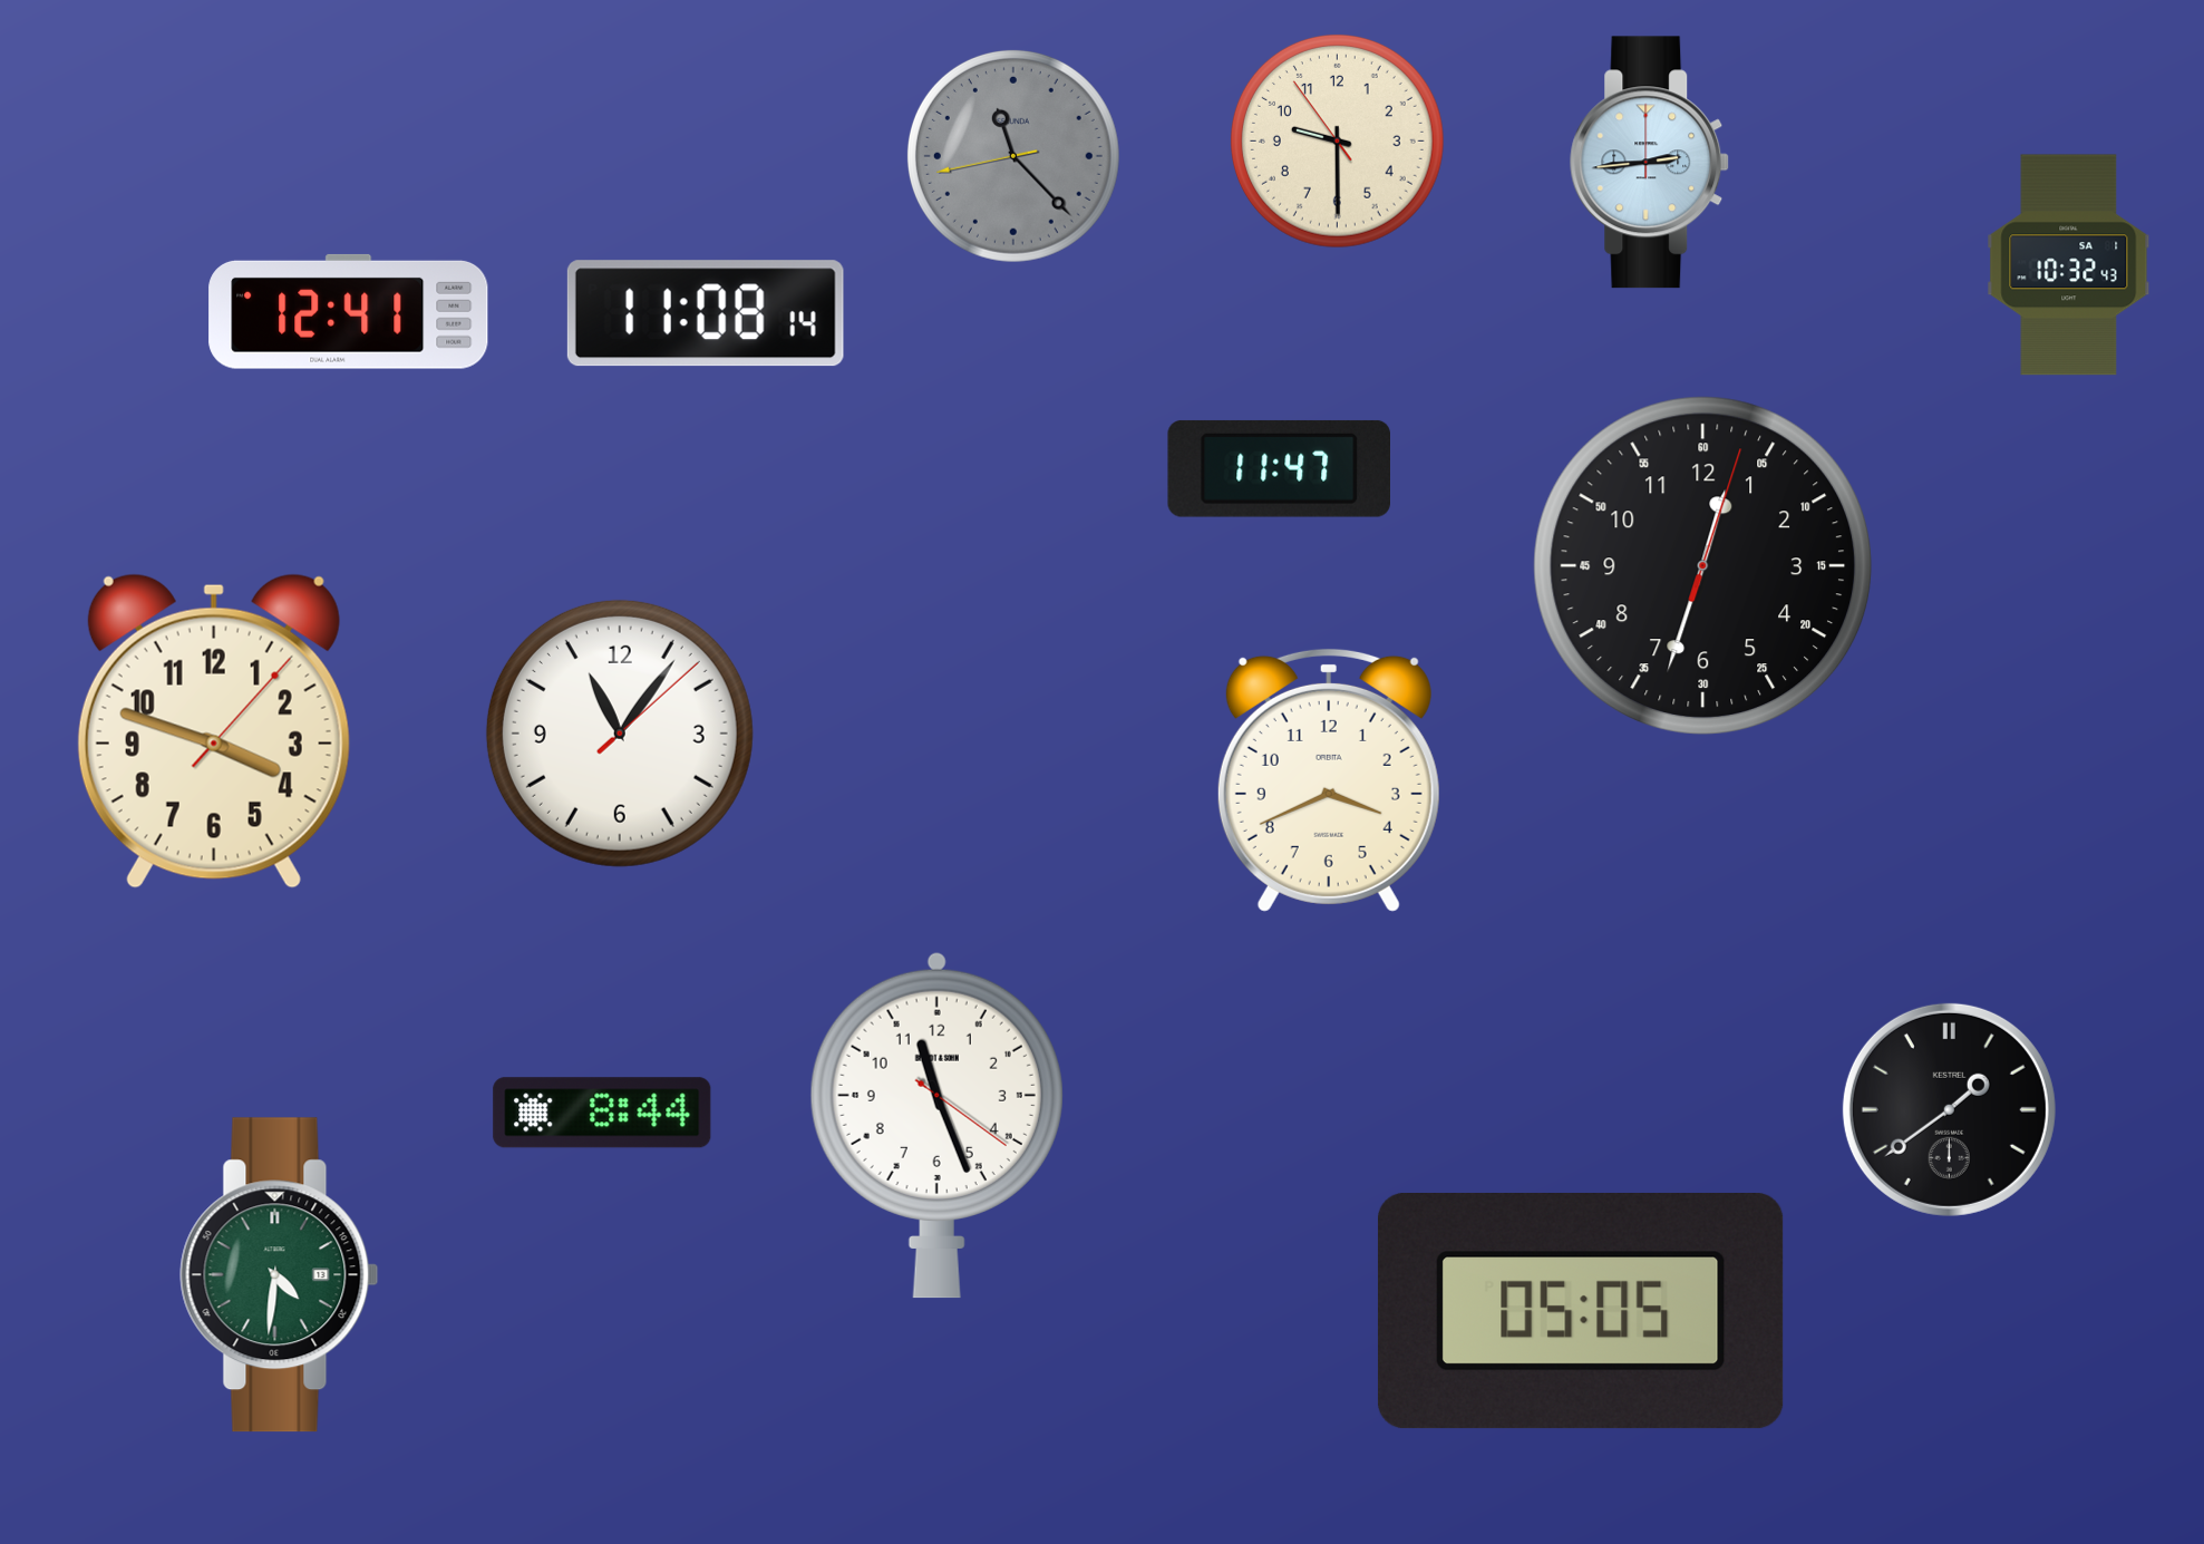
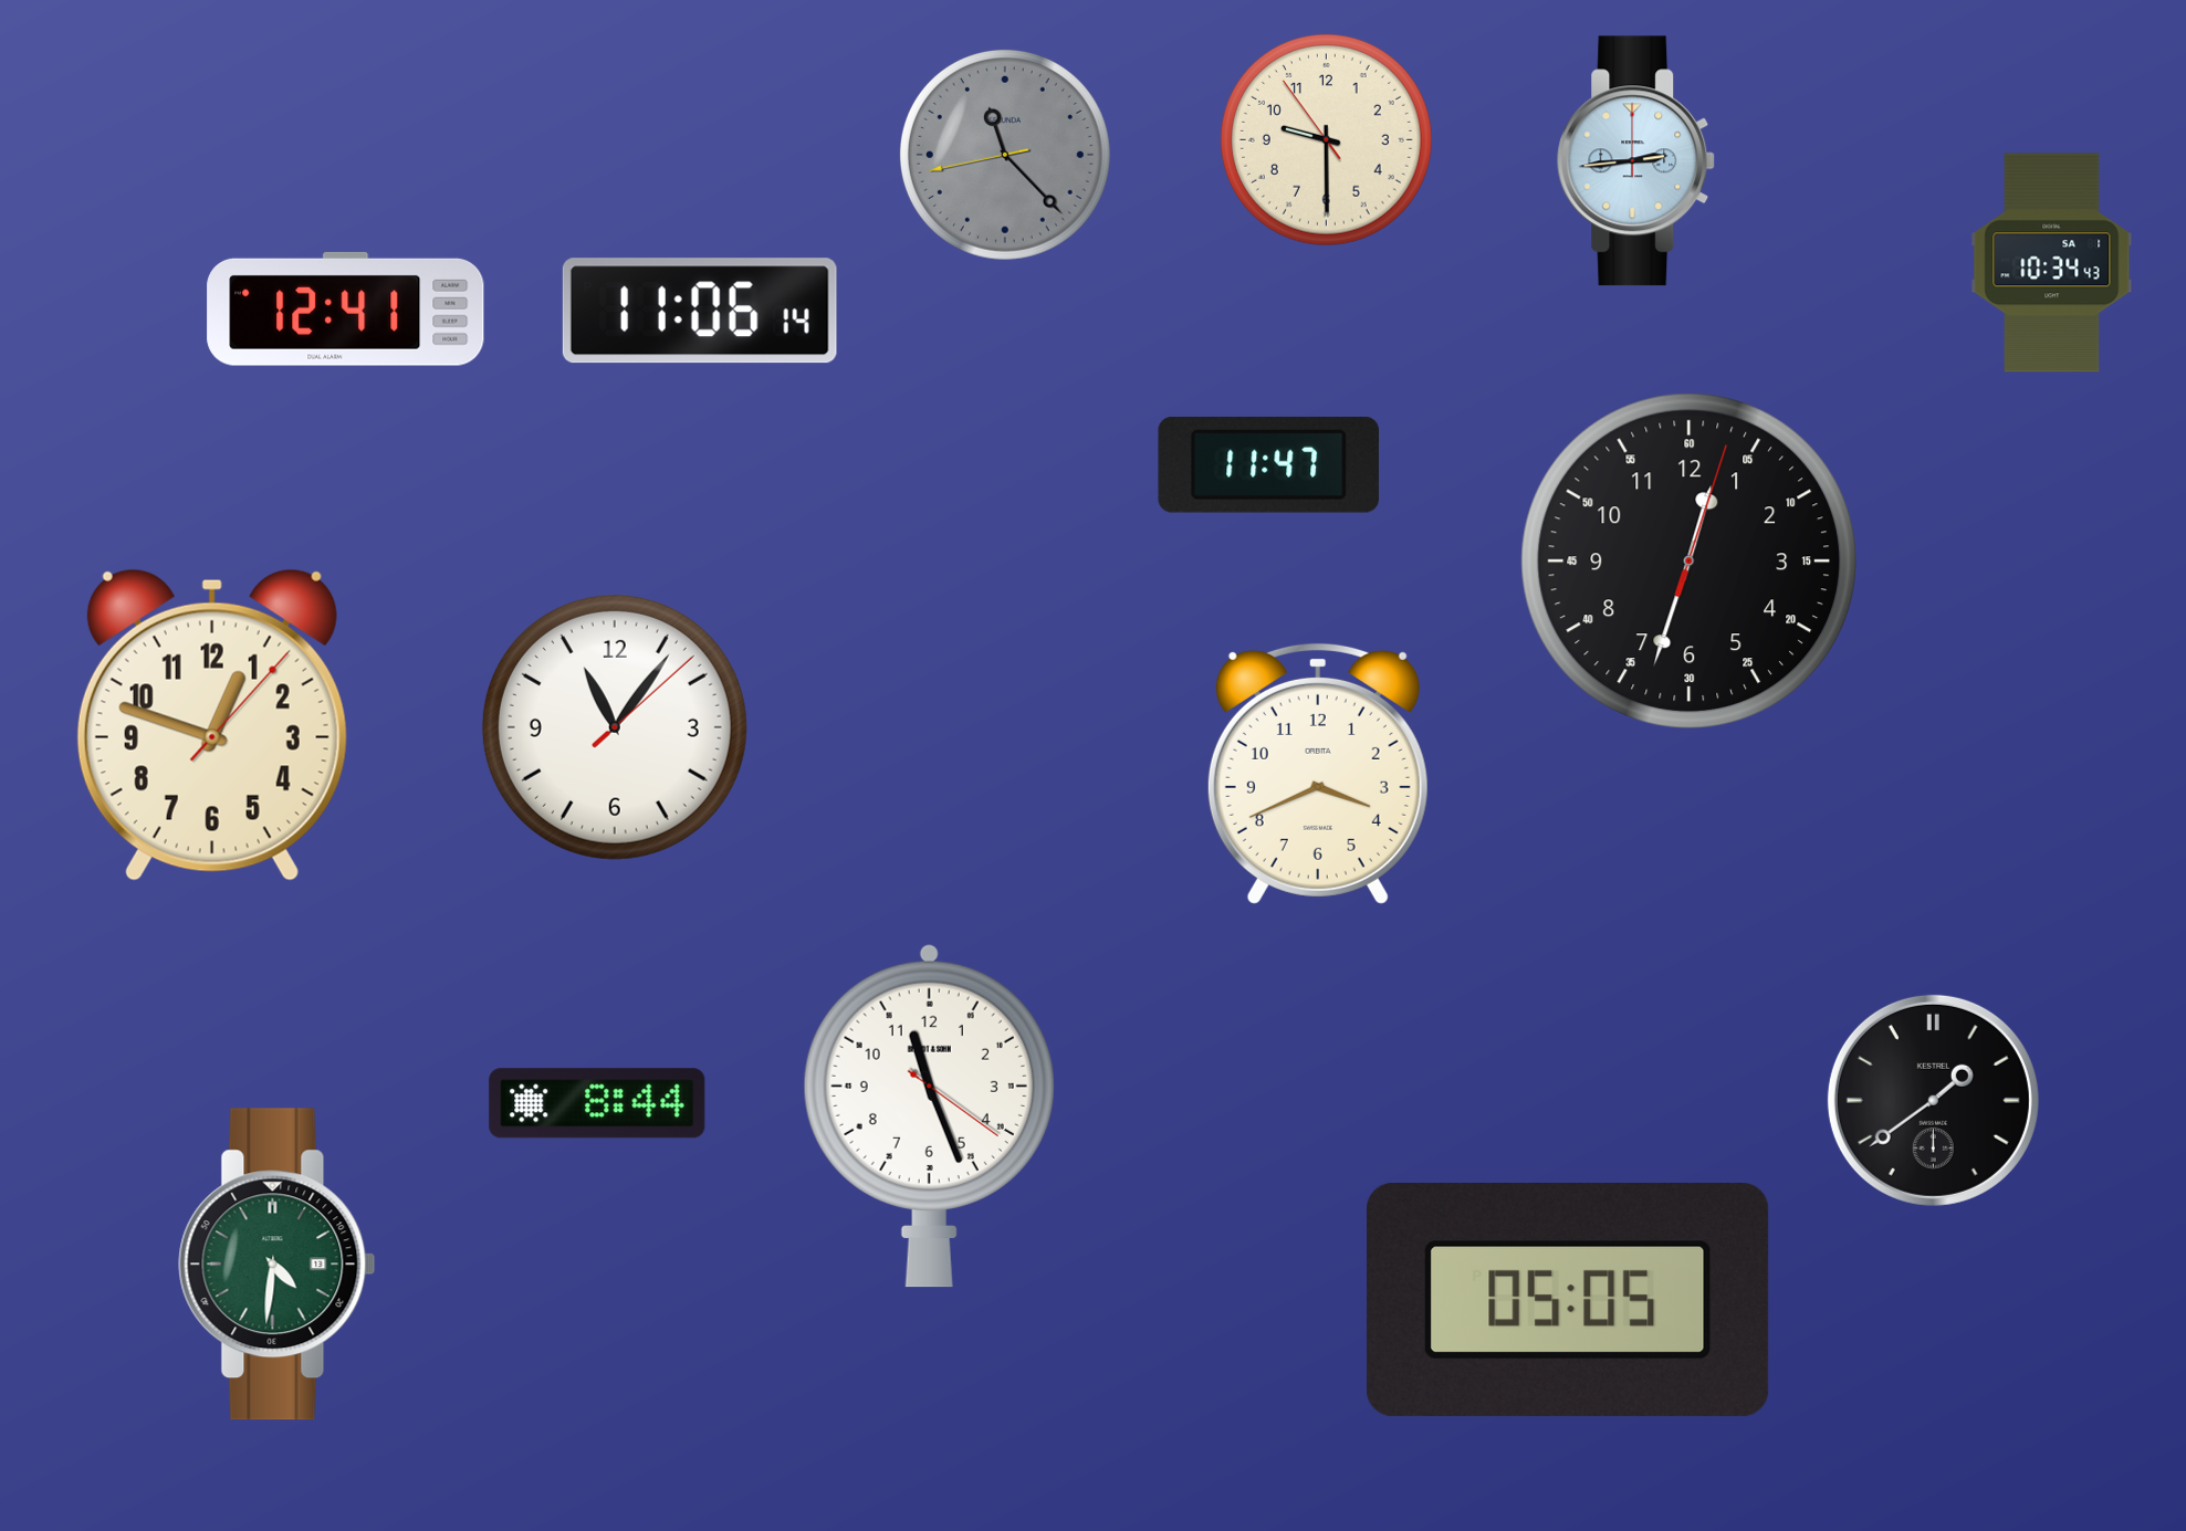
clock at (2069, 265): 10:32 -> 10:34
clock at (706, 313): 11:08 -> 11:06
clock at (214, 731): 3:48 -> 12:48
